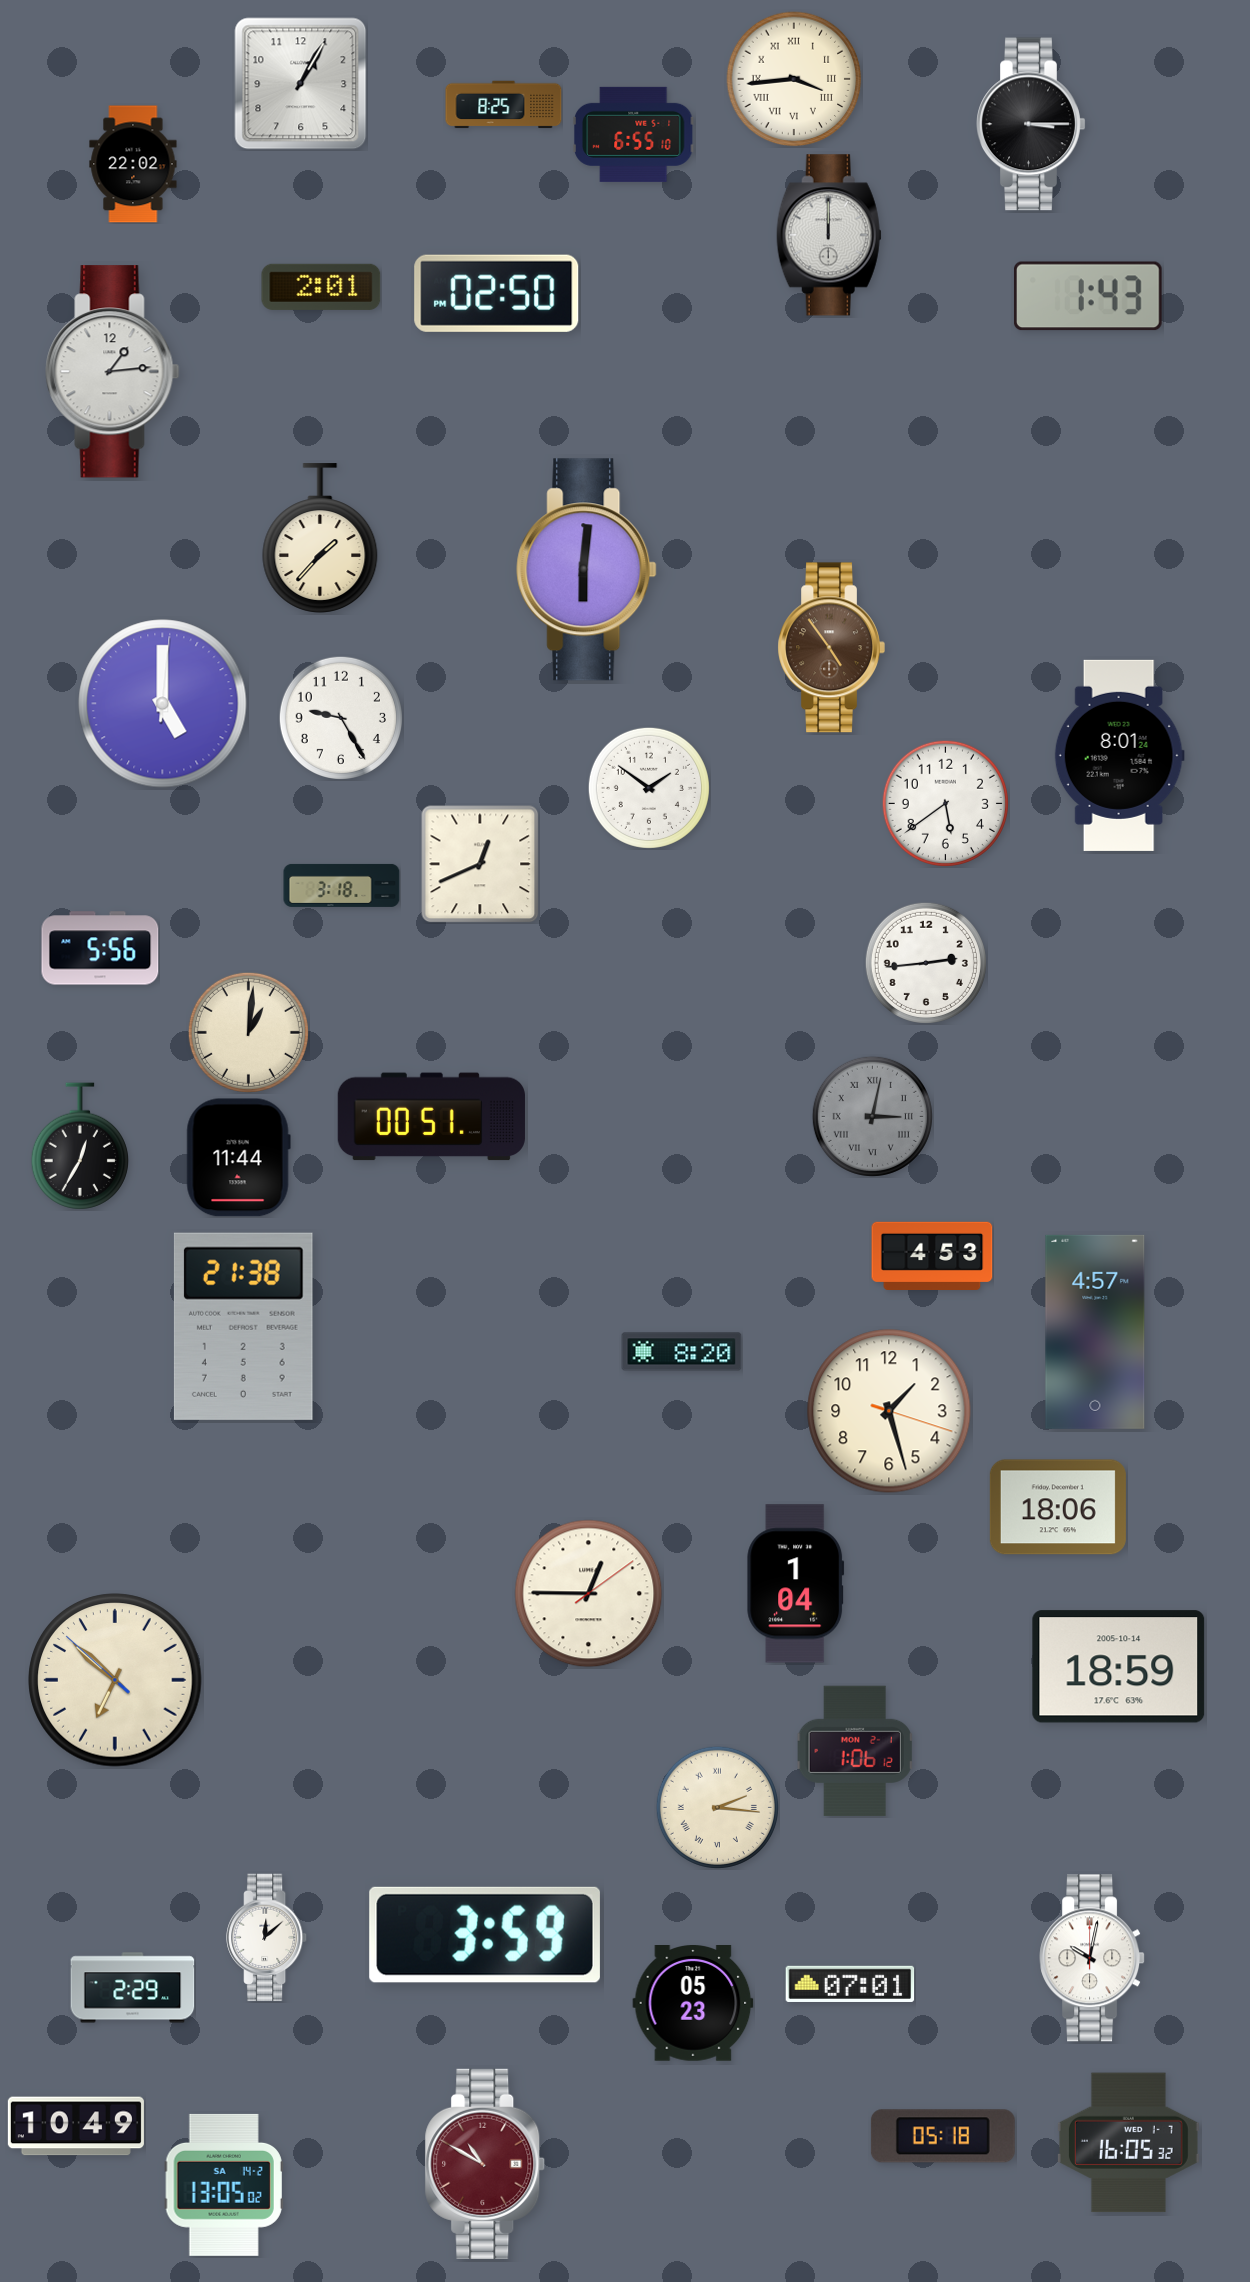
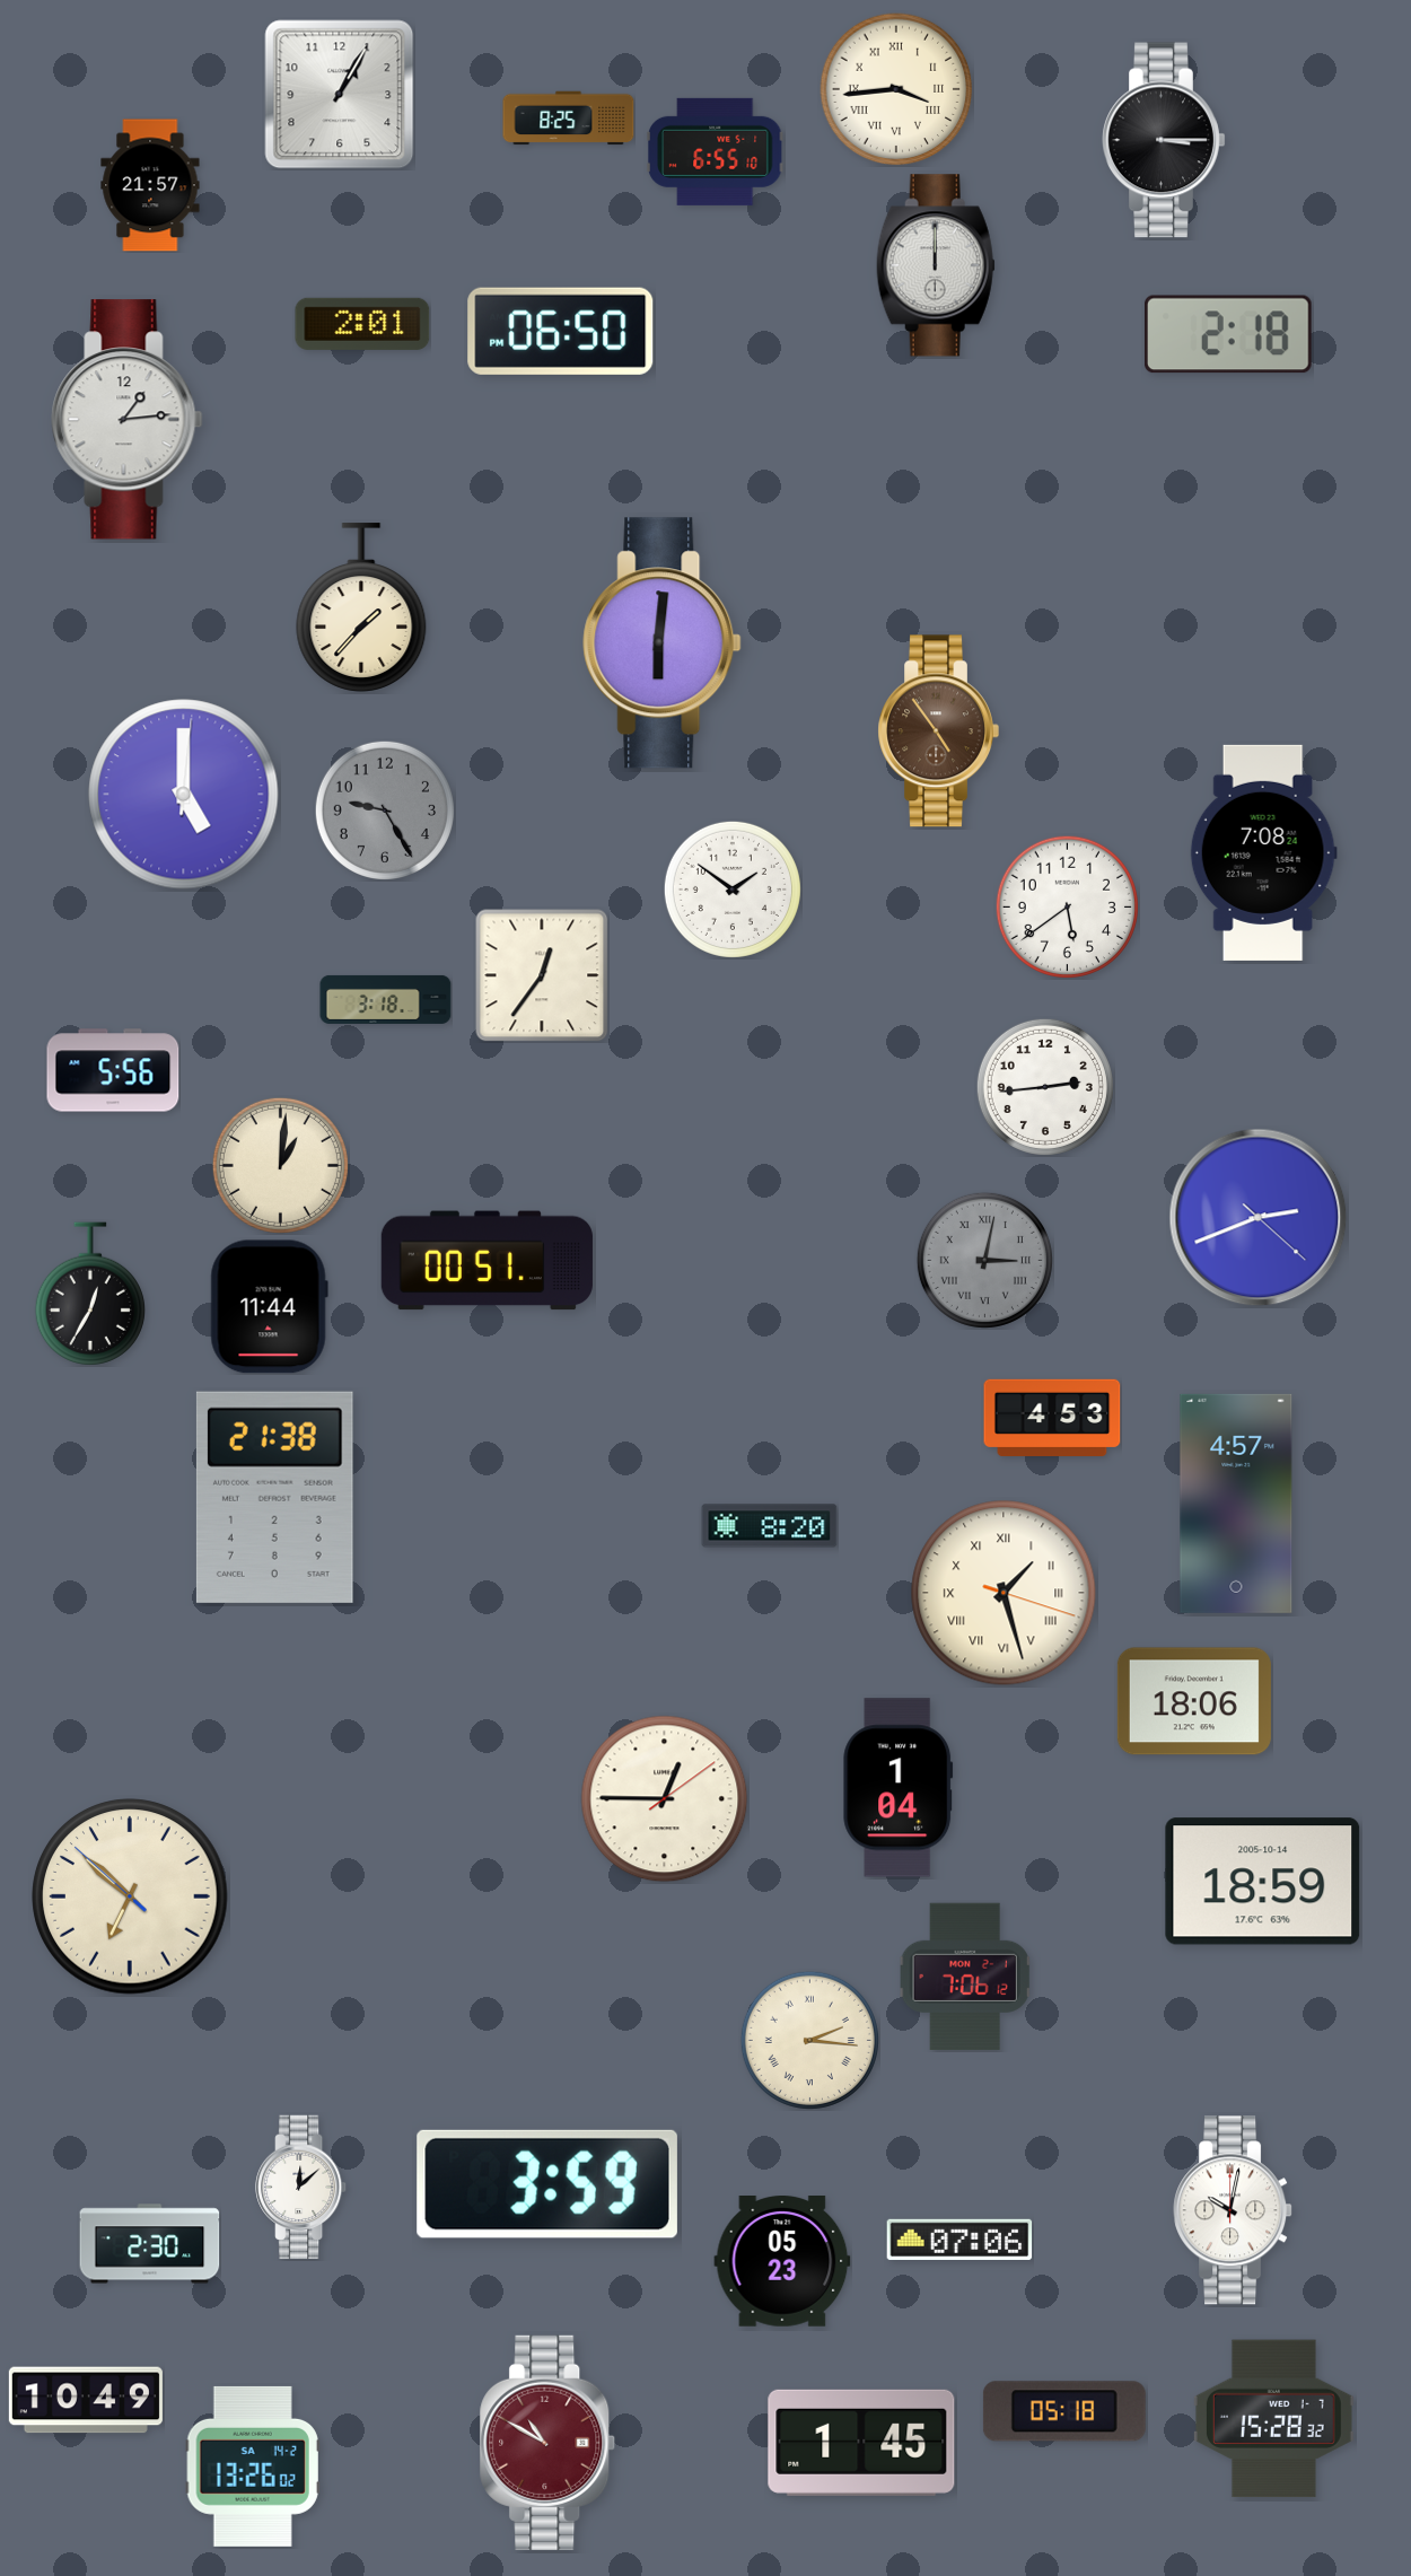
clock at (133, 164): 22:02 -> 21:57
clock at (497, 293): 02:50 -> 06:50
clock at (1088, 296): 1:43 -> 2:18
clock at (341, 718) dial: white -> grey
clock at (1119, 755): 8:01 -> 7:08
clock at (480, 864): 12:41 -> 12:36
clock at (1259, 1218): none -> 2:41
clock at (889, 1411) numerals: Arabic -> Roman
clock at (855, 1750): 1:06 -> 7:06
clock at (850, 1984): 07:01 -> 07:06
clock at (133, 1988): 2:29 -> 2:30
clock at (1128, 2143): 16:05 -> 15:28
clock at (861, 2443): none -> 1:45
clock at (224, 2185): 13:05 -> 13:26
